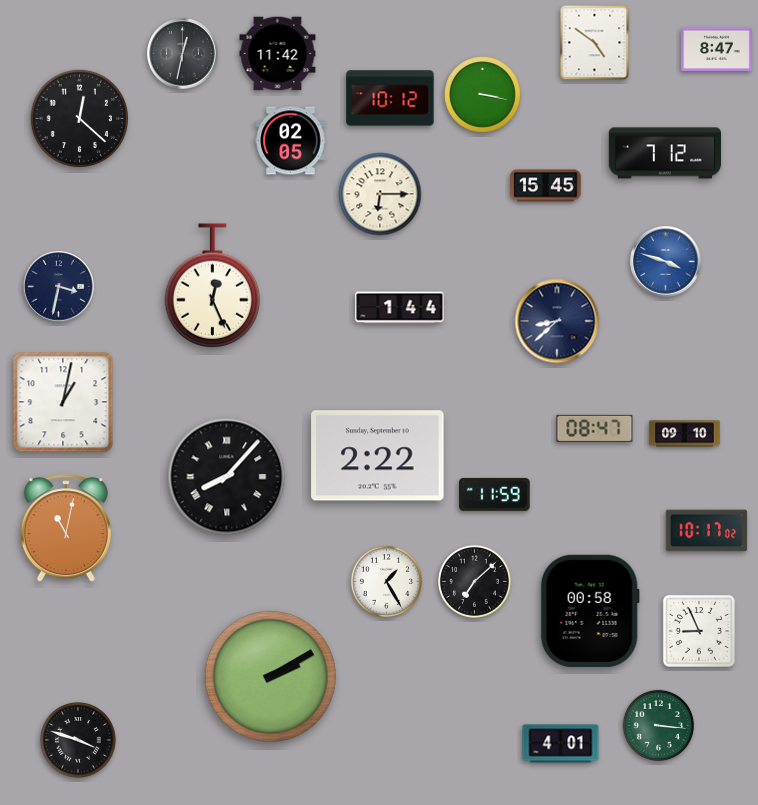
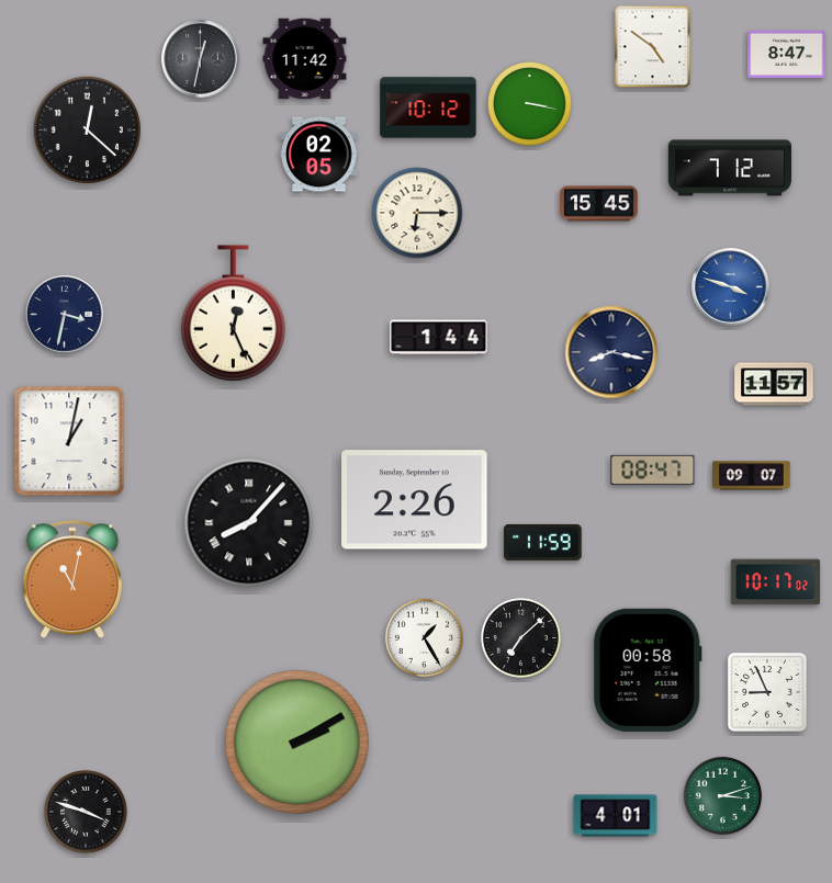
clock at (557, 321): 8:38 -> 8:17
clock at (774, 384): none -> 11:57
clock at (685, 434): 09:10 -> 09:07
clock at (378, 456): 2:22 -> 2:26
clock at (658, 725): 3:16 -> 3:12
